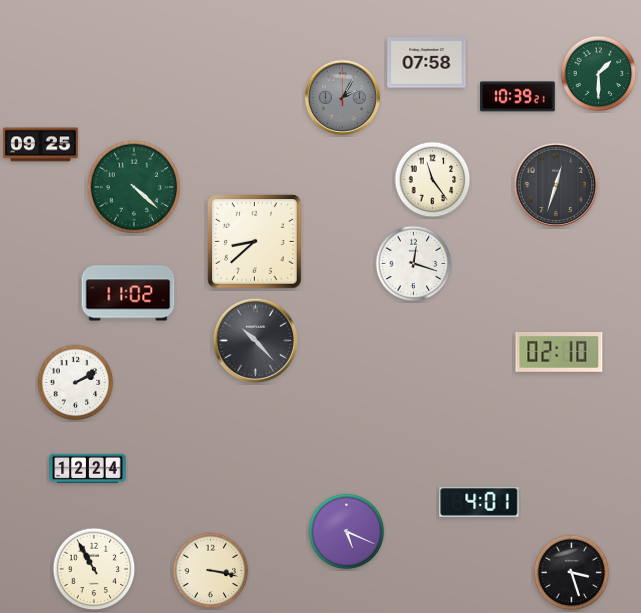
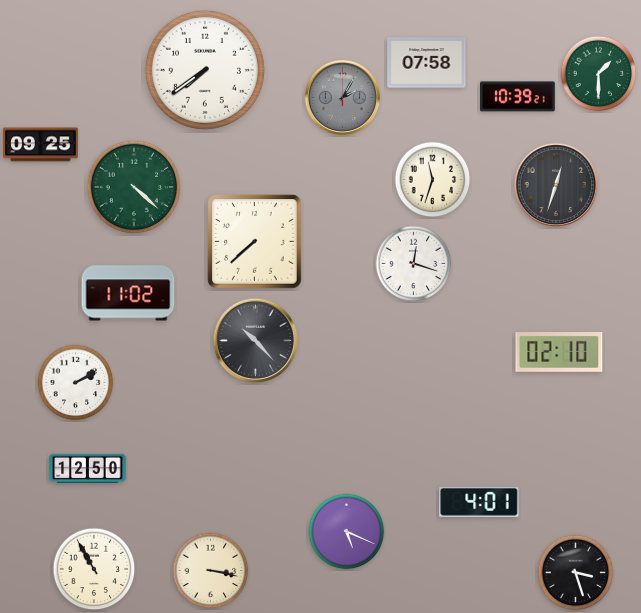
clock at (205, 70): none -> 7:39
clock at (433, 180): 11:24 -> 11:33
clock at (255, 242): 8:38 -> 7:38
clock at (88, 469): 12:24 -> 12:50
clock at (572, 573) position: (572, 573) -> (576, 573)
